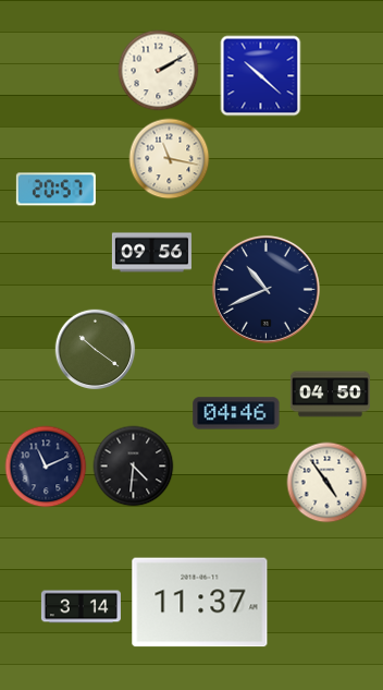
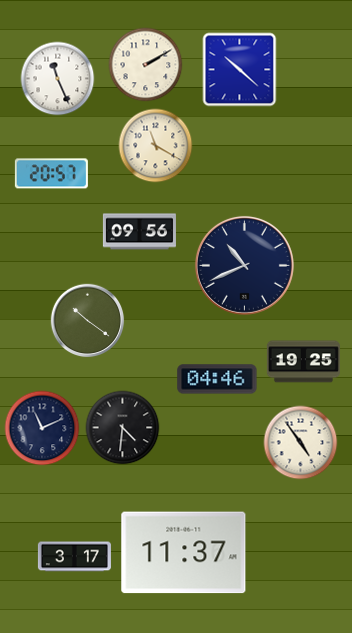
clock at (58, 79): none -> 11:26
clock at (170, 159): 11:17 -> 11:20
clock at (330, 395): 04:50 -> 19:25
clock at (81, 607): 3:14 -> 3:17
